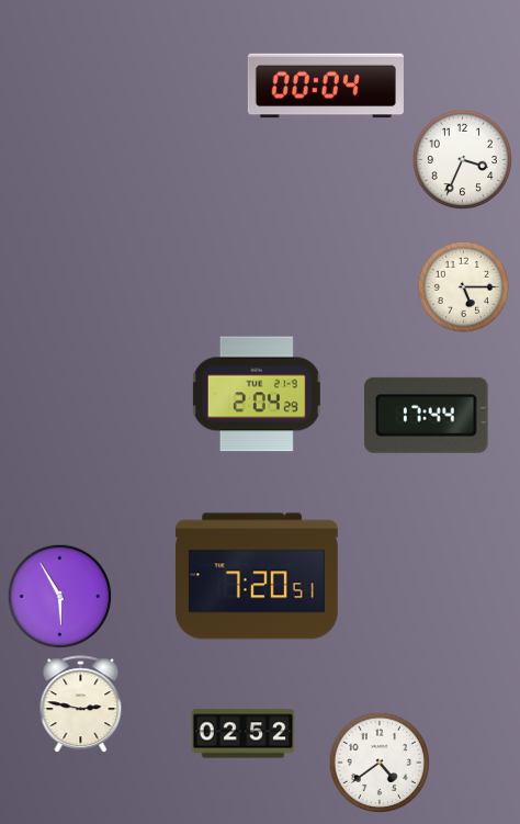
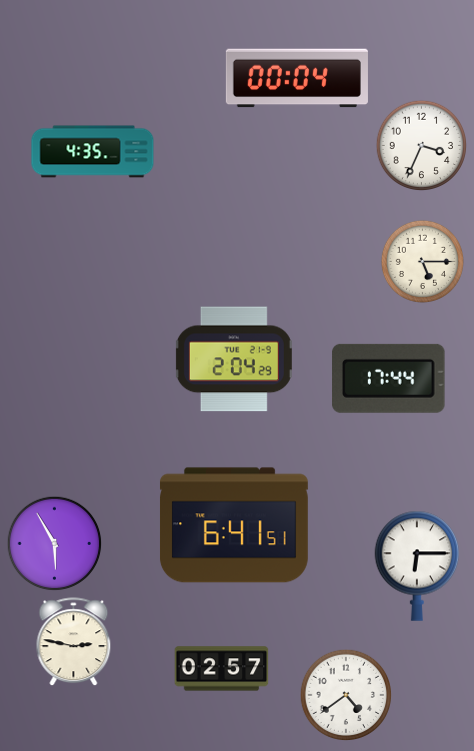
clock at (93, 152): none -> 4:35
clock at (257, 576): 7:20 -> 6:41
clock at (417, 566): none -> 6:15
clock at (244, 734): 02:52 -> 02:57
